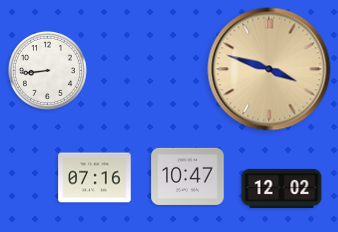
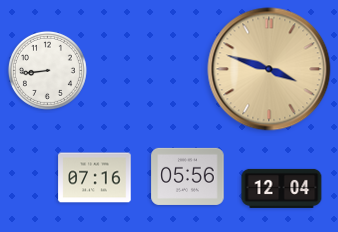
clock at (188, 176): 10:47 -> 05:56
clock at (282, 188): 12:02 -> 12:04
